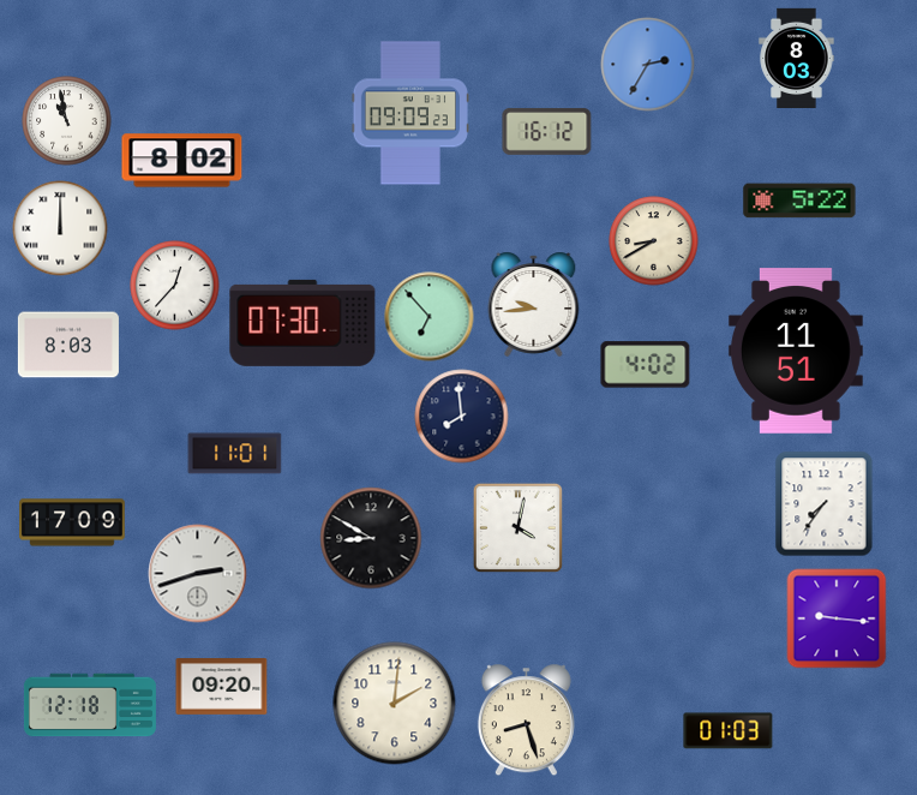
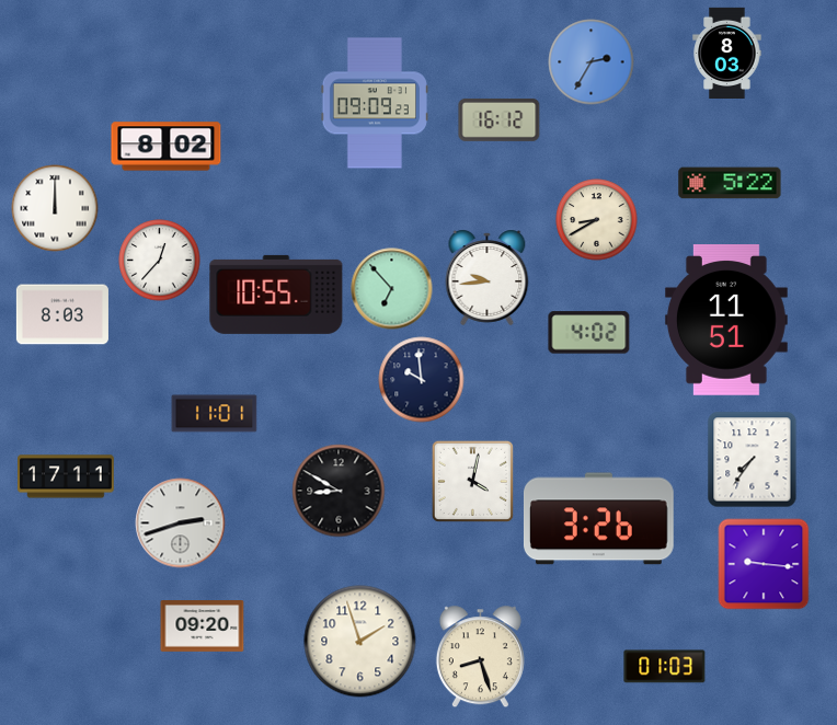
clock at (648, 65) position: (648, 65) -> (592, 62)
clock at (67, 121): 10:58 -> none
clock at (302, 323): 07:30 -> 10:55
clock at (462, 417): 7:59 -> 9:59
clock at (72, 522): 17:09 -> 17:11
clock at (598, 519): none -> 3:26
clock at (395, 704): 2:01 -> 1:57
clock at (90, 705): 12:18 -> none
